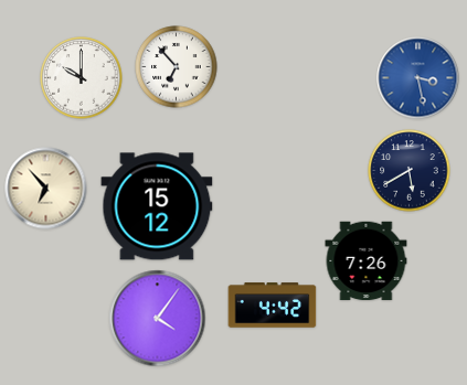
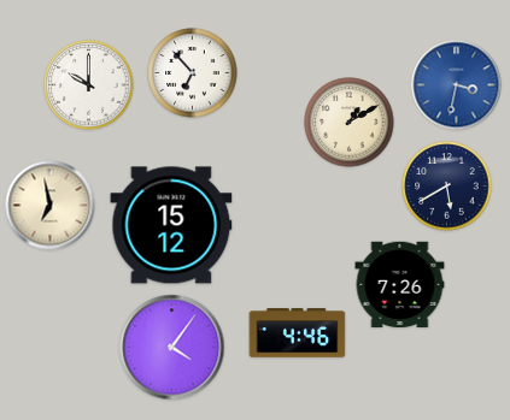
clock at (418, 78): 3:28 -> 3:32
clock at (350, 123): none -> 1:10
clock at (46, 189): 6:53 -> 6:58
clock at (273, 306): 4:42 -> 4:46
